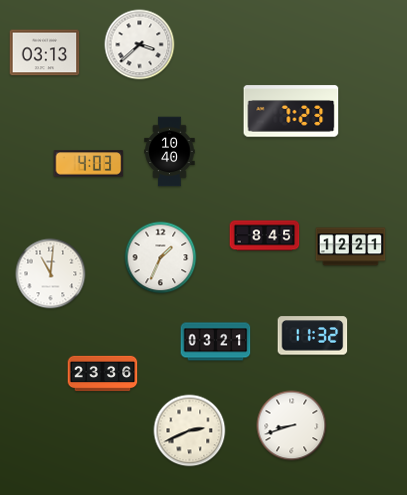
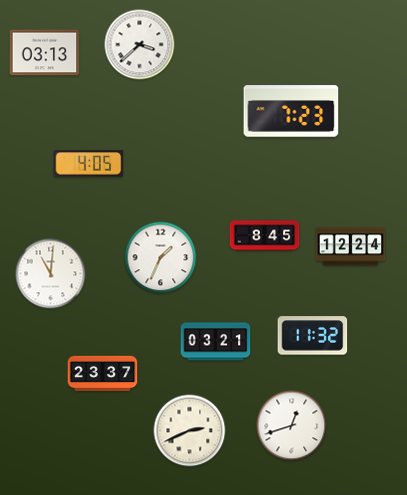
clock at (170, 152): 10:40 -> none
clock at (89, 164): 4:03 -> 4:05
clock at (351, 247): 12:21 -> 12:24
clock at (103, 374): 23:36 -> 23:37
clock at (292, 426): 8:42 -> 12:42
